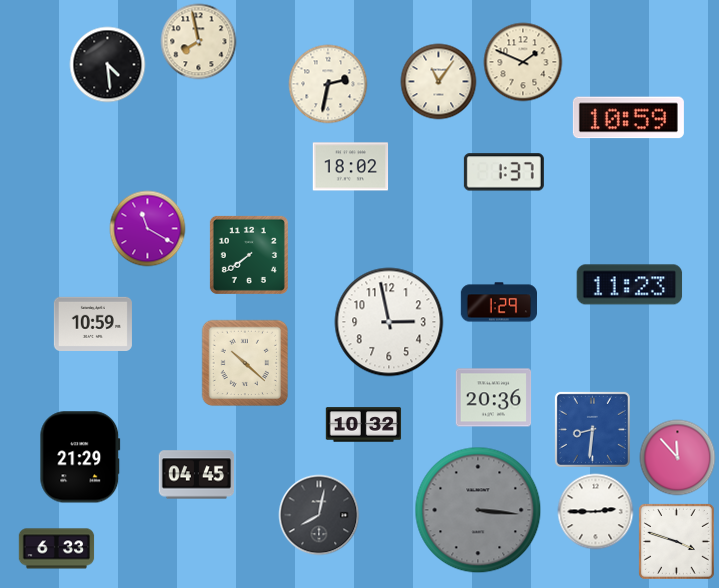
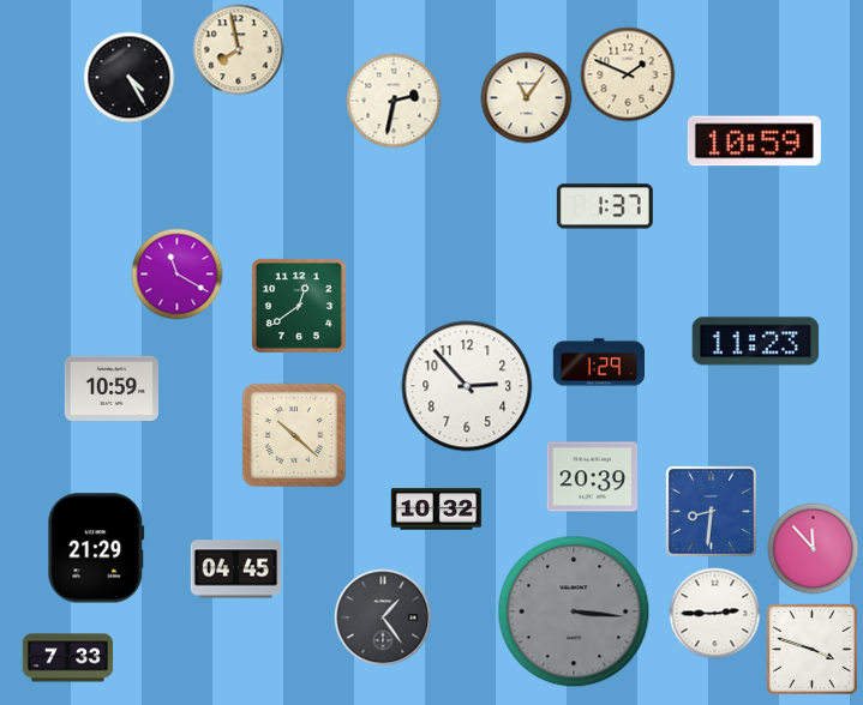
clock at (108, 65): 4:29 -> 4:25
clock at (351, 167): 18:02 -> none
clock at (249, 255): 7:39 -> 12:39
clock at (389, 322): 2:58 -> 2:53
clock at (494, 398): 20:36 -> 20:39
clock at (592, 429) position: (592, 429) -> (711, 511)
clock at (319, 515): 8:02 -> 1:24
clock at (57, 549): 6:33 -> 7:33
